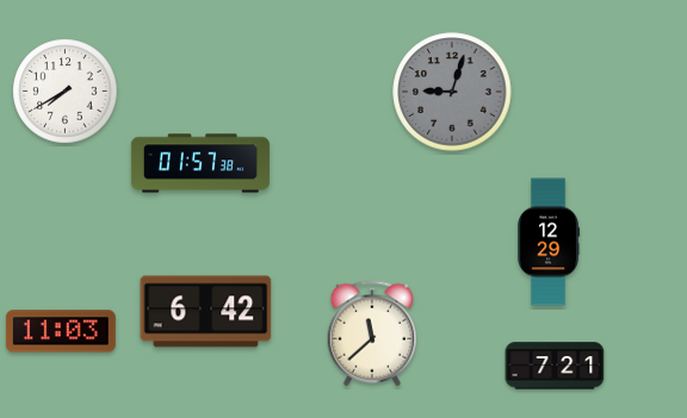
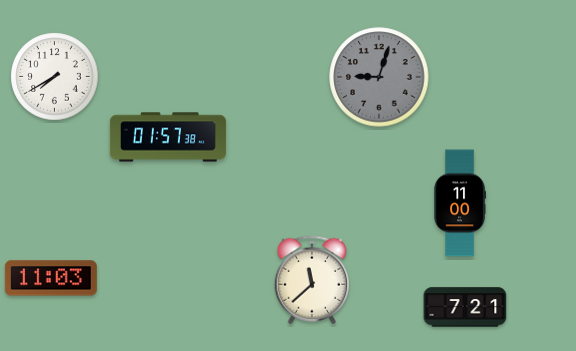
clock at (547, 242): 12:29 -> 11:00
clock at (206, 312): 6:42 -> none
